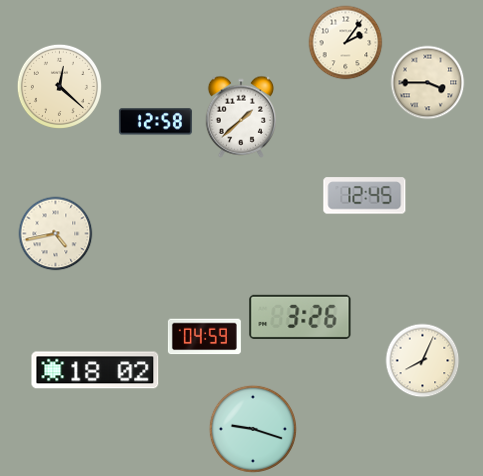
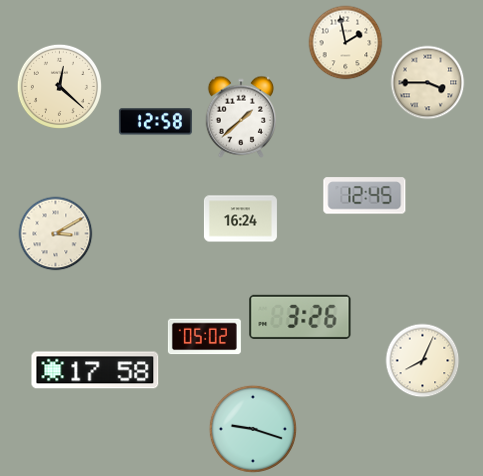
clock at (346, 43): 2:06 -> 1:58
clock at (240, 219): none -> 16:24
clock at (56, 234): 4:43 -> 3:10
clock at (204, 337): 04:59 -> 05:02
clock at (95, 370): 18:02 -> 17:58
